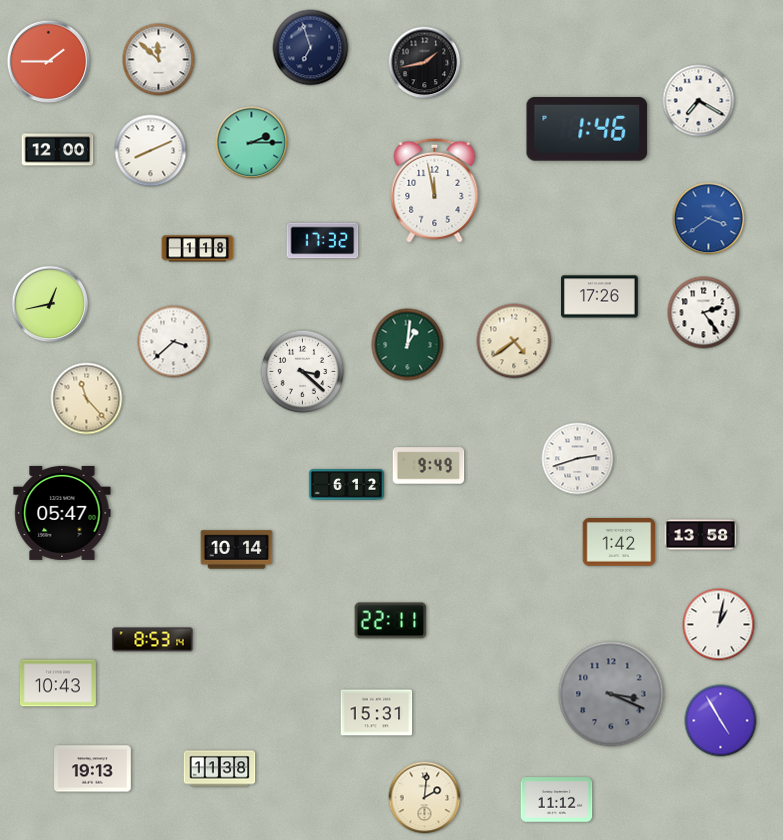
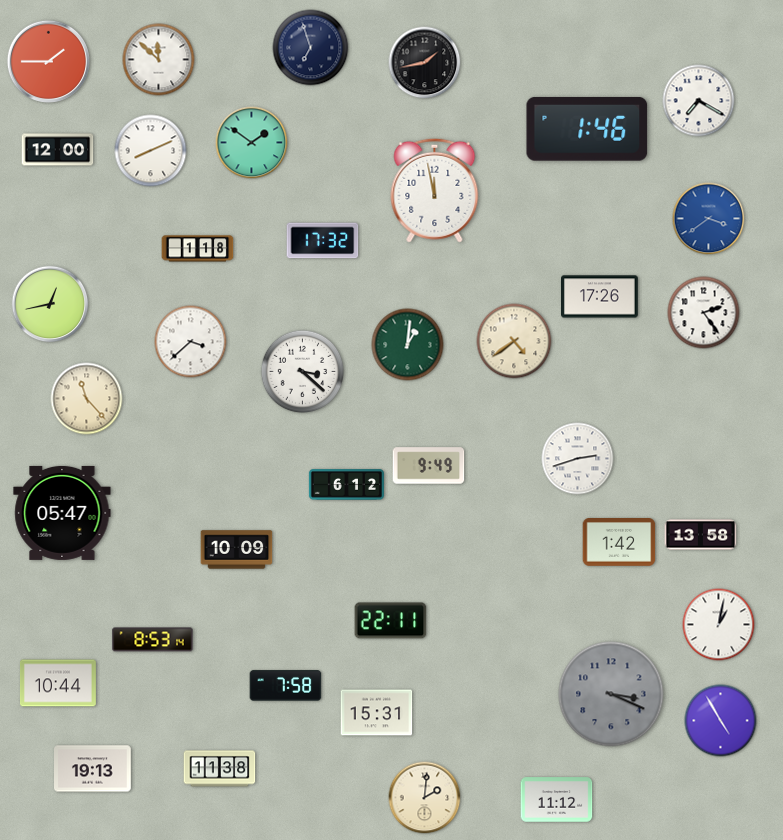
clock at (252, 143): 2:15 -> 1:51
clock at (174, 342) position: (174, 342) -> (191, 342)
clock at (237, 550): 10:14 -> 10:09
clock at (58, 683): 10:43 -> 10:44
clock at (286, 686): none -> 7:58
